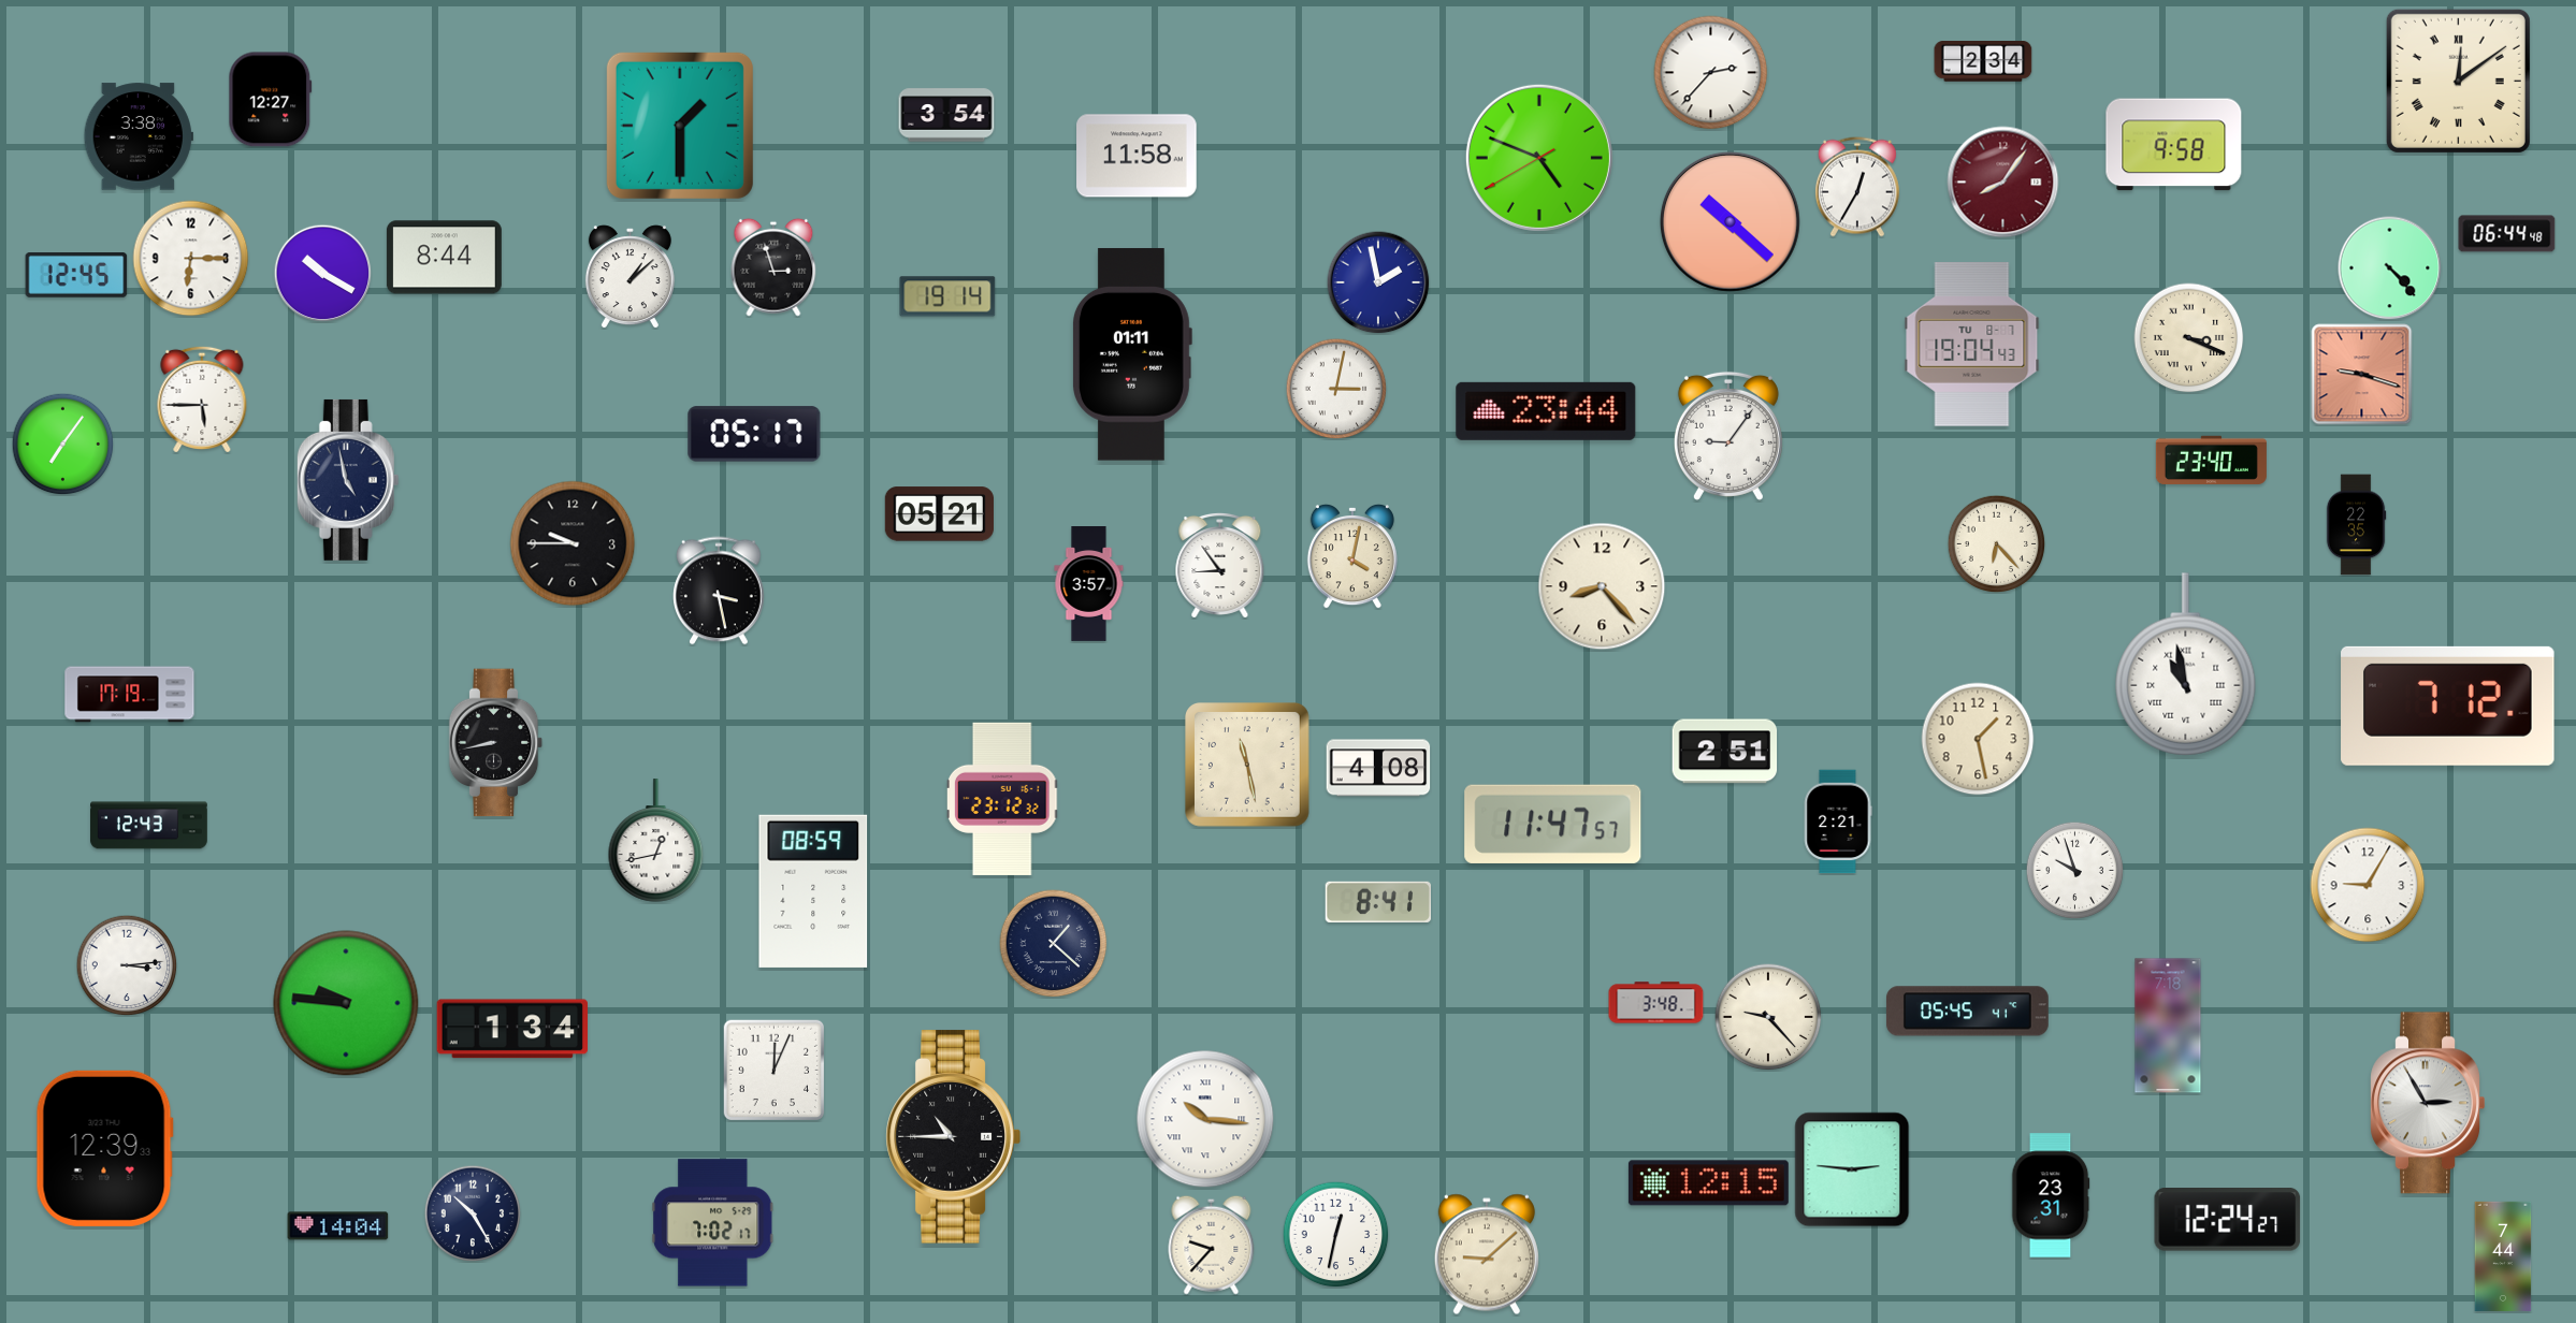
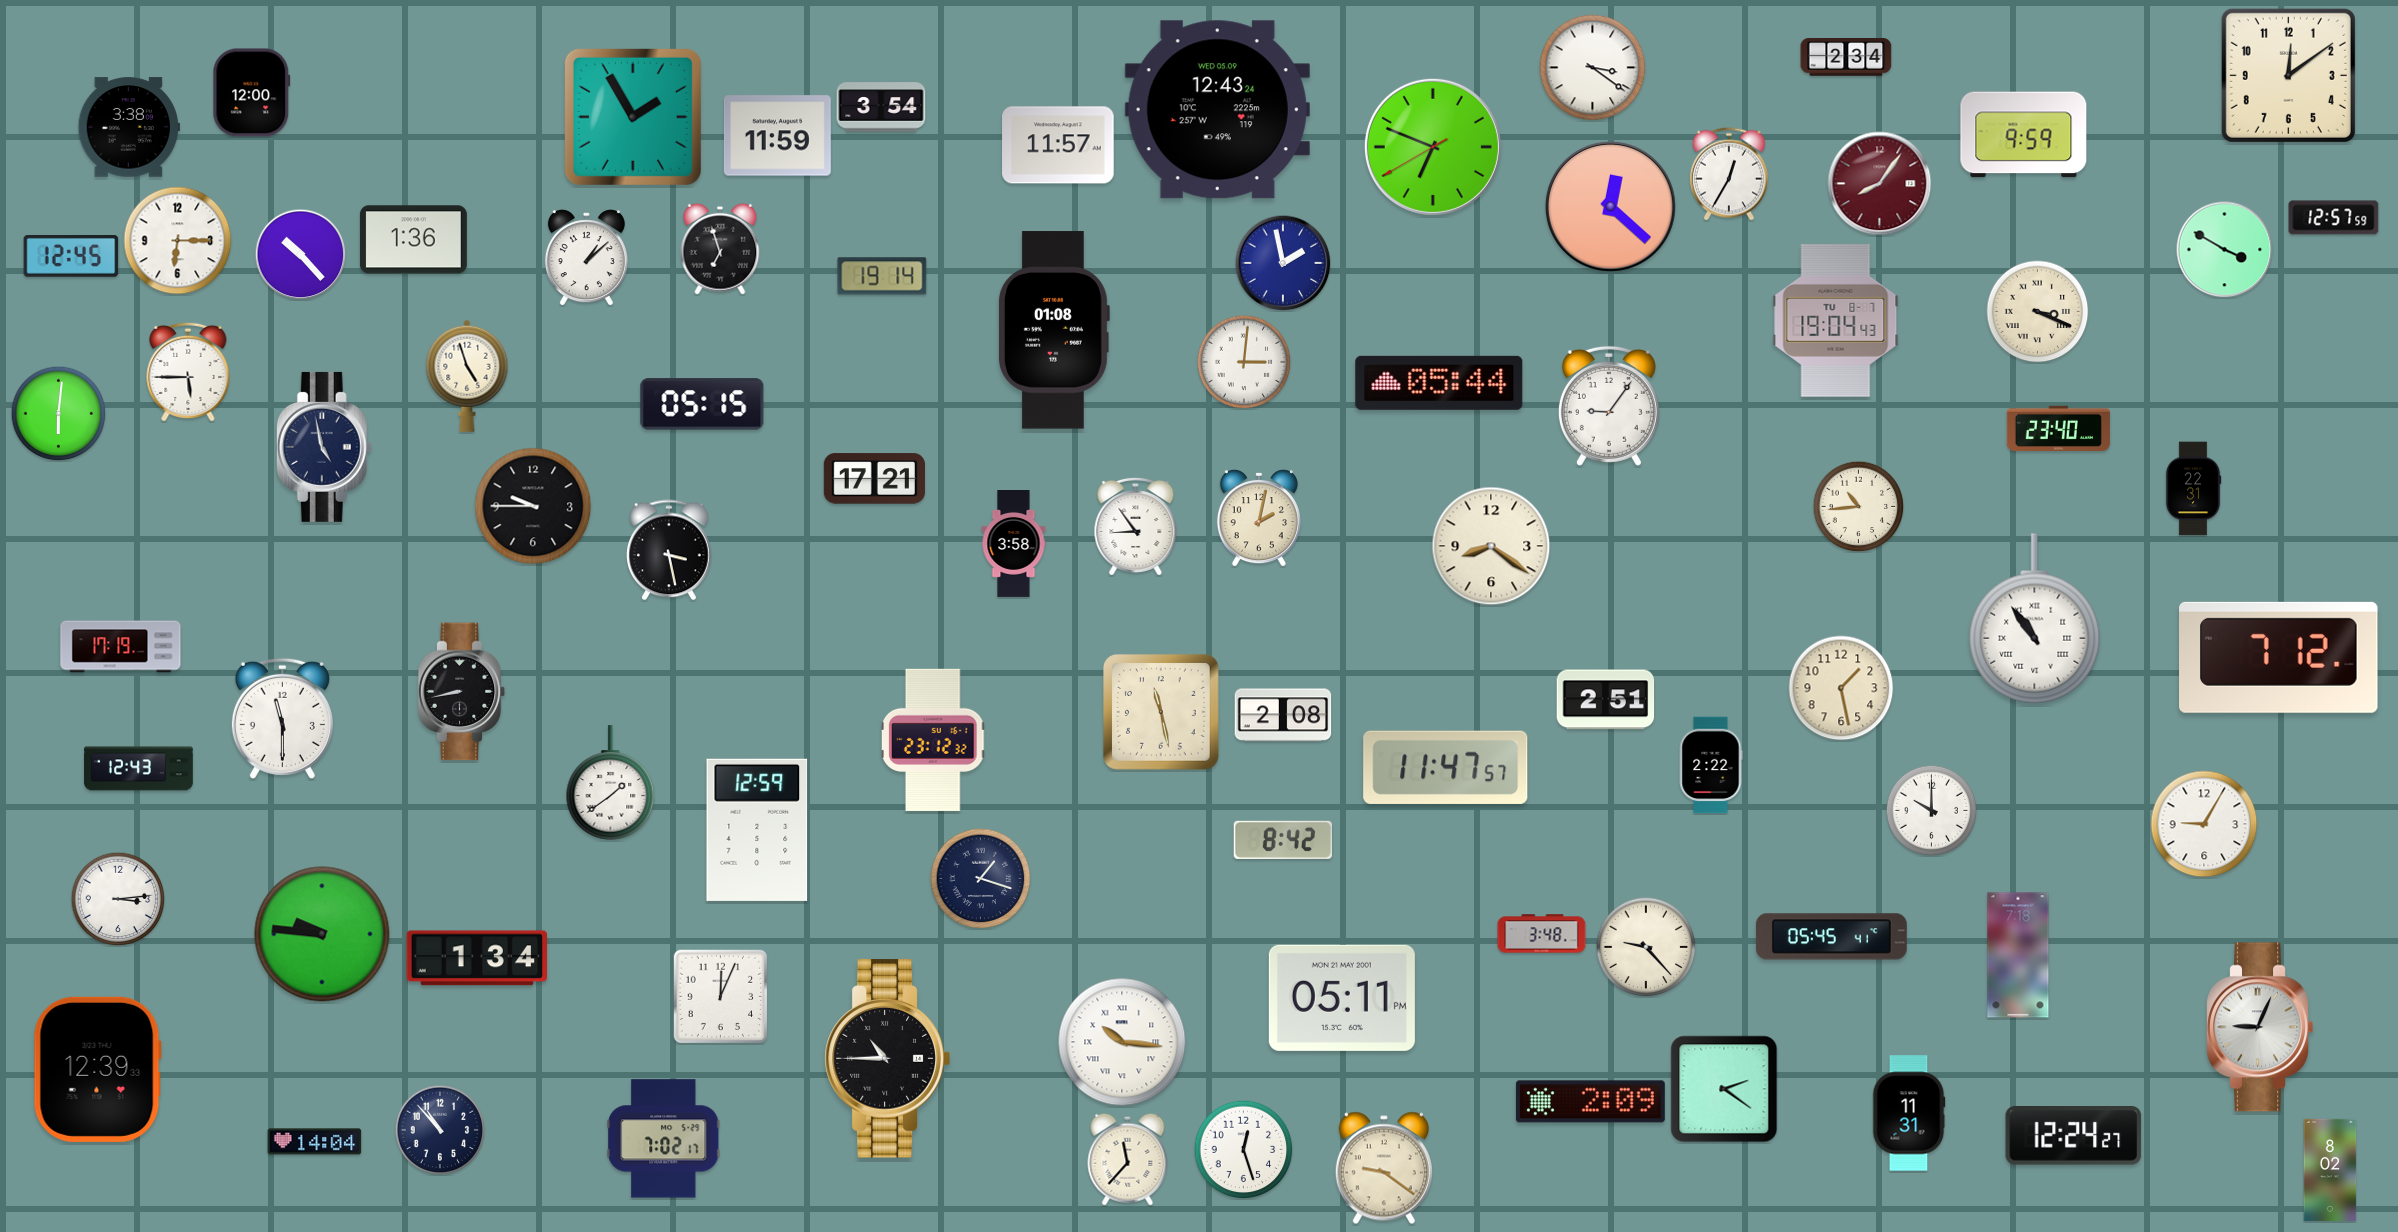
clock at (1711, 73): 2:37 -> 3:21
clock at (2458, 81) numerals: Roman -> Arabic
clock at (271, 100): 12:27 -> 12:00
clock at (1217, 110): none -> 12:43
clock at (680, 126): 1:30 -> 1:55
clock at (2174, 145): 9:58 -> 9:59
clock at (777, 136): none -> 11:59
clock at (1137, 156): 11:58 -> 11:57
clock at (1539, 158): 4:48 -> 6:48
clock at (2003, 183) position: (2003, 183) -> (1880, 184)
clock at (1730, 221): 10:22 -> 12:22
clock at (2507, 234): 06:44 -> 12:57
clock at (444, 258): 8:44 -> 1:36
clock at (773, 267): 2:57 -> 6:57
clock at (2390, 268): 4:23 -> 3:50
clock at (322, 273): 10:20 -> 10:23
clock at (2189, 338) position: (2189, 338) -> (2038, 312)
clock at (1132, 354): 01:11 -> 01:08
clock at (2362, 375): 9:18 -> none
clock at (1336, 389): 3:02 -> 3:01
clock at (467, 376): none -> 4:57
clock at (1546, 411): 23:44 -> 05:44
clock at (754, 434): 05:17 -> 05:15
clock at (62, 444): 7:06 -> 6:01
clock at (939, 514): 05:21 -> 17:21
clock at (2356, 525): 22:35 -> 22:31
clock at (1996, 543): 6:23 -> 10:44
clock at (1352, 556): 4:02 -> 2:02
clock at (1089, 584): 3:57 -> 3:58
clock at (1602, 586): 8:23 -> 8:21
clock at (2186, 665): 10:58 -> 10:54
clock at (1378, 768): 4:08 -> 2:08
clock at (282, 718): none -> 11:30
clock at (1003, 798) position: (1003, 798) -> (934, 739)
clock at (1838, 822): 2:21 -> 2:22
clock at (656, 841): 12:43 -> 1:39
clock at (2074, 870): 9:57 -> 10:00
clock at (813, 891): 08:59 -> 12:59
clock at (1378, 902): 8:41 -> 8:42
clock at (1054, 944): 1:22 -> 1:18
clock at (1967, 1012) position: (1967, 1012) -> (1831, 937)
clock at (1342, 998): none -> 05:11
clock at (2427, 1103): 2:55 -> 9:04
clock at (1852, 1169): 2:46 -> 2:21
clock at (1708, 1183): 12:15 -> 2:09
clock at (2051, 1195): 23:31 -> 11:31
clock at (473, 1213): 10:25 -> 10:53
clock at (1336, 1235): 12:32 -> 12:27
clock at (1212, 1245): 9:37 -> 11:37
clock at (1487, 1254): 9:08 -> 9:21
clock at (2503, 1256): 7:44 -> 8:02
